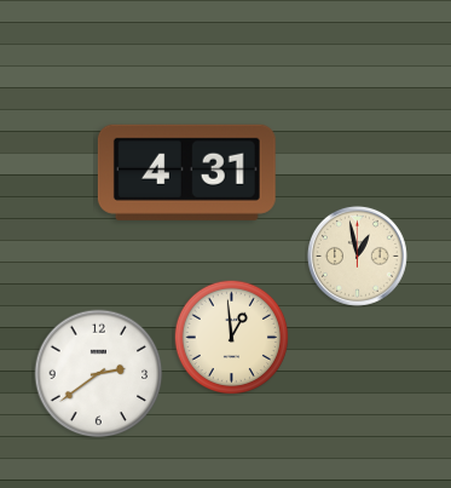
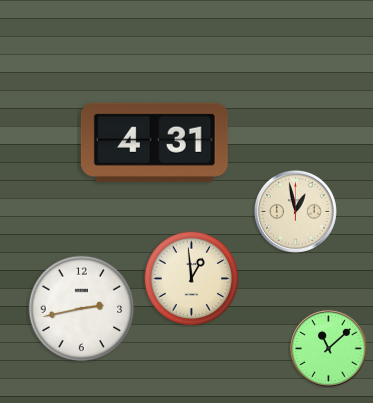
clock at (99, 374): 2:39 -> 2:43
clock at (329, 349): none -> 11:08
